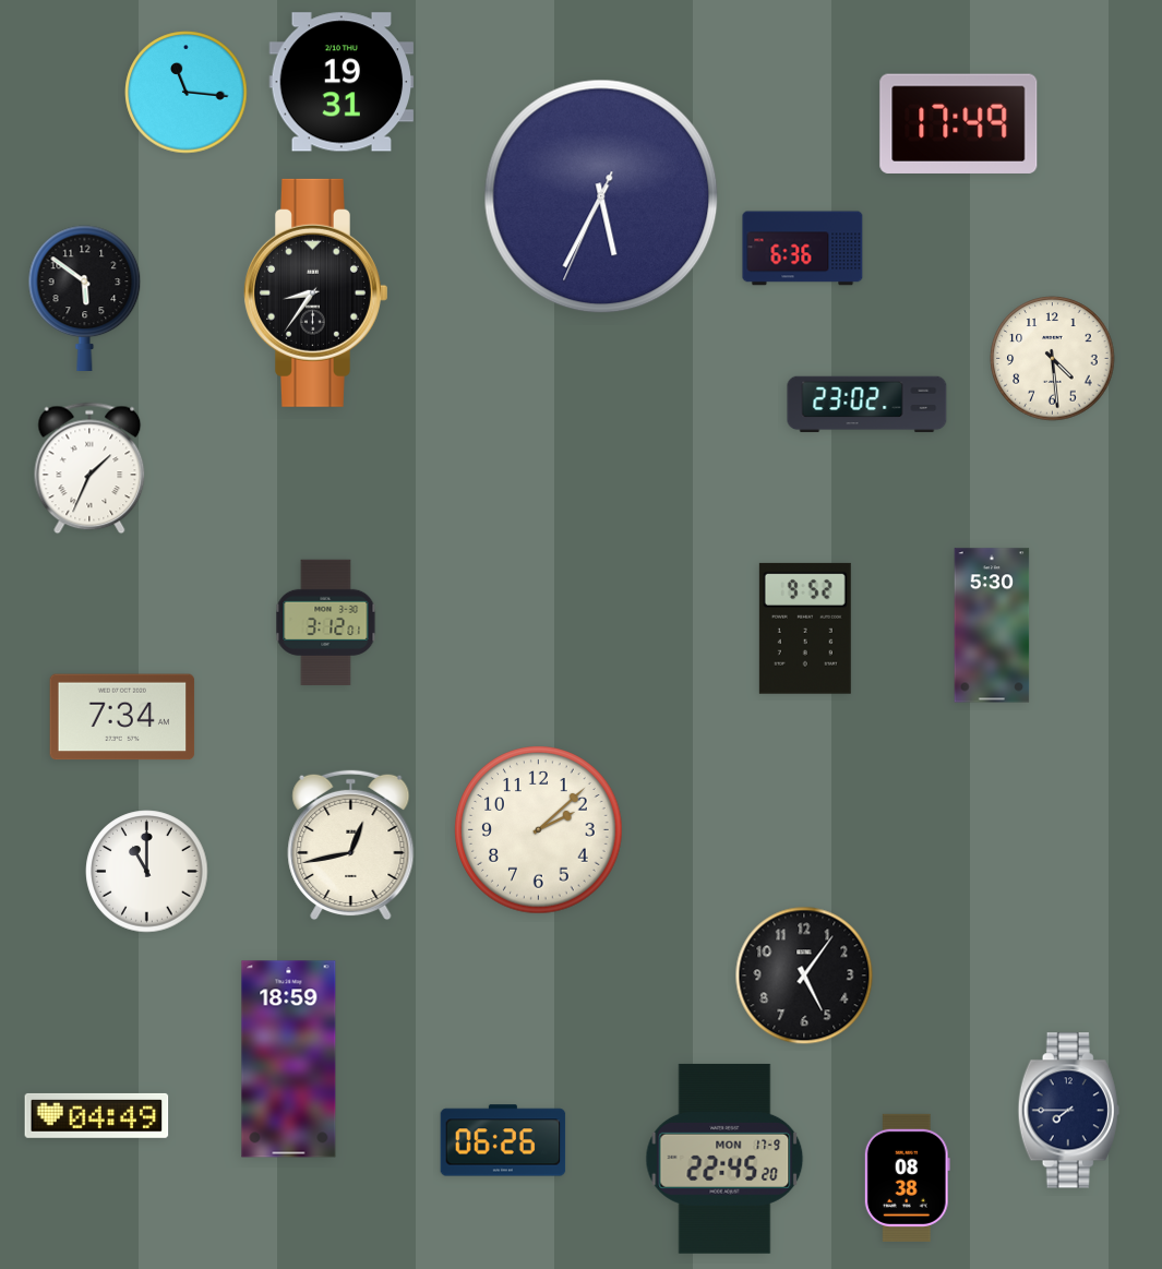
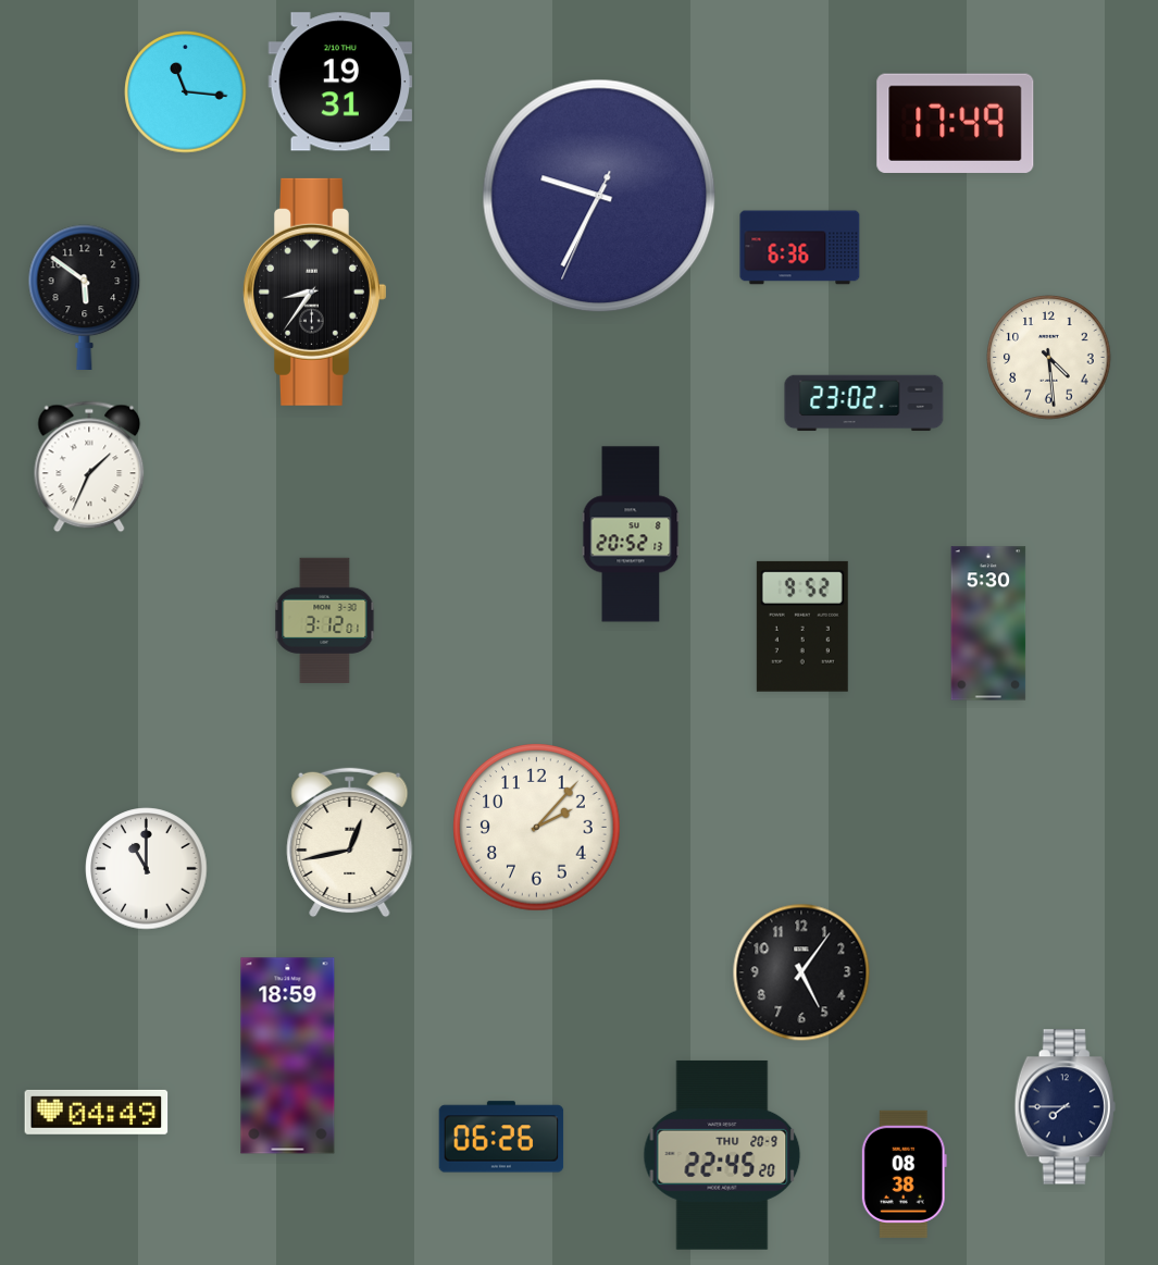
clock at (601, 196): 5:34 -> 9:34
clock at (631, 534): none -> 20:52
clock at (122, 717): 7:34 -> none
clock at (539, 830): 2:08 -> 2:07
clock at (724, 1159) date: MON 17-9 -> THU 20-9
